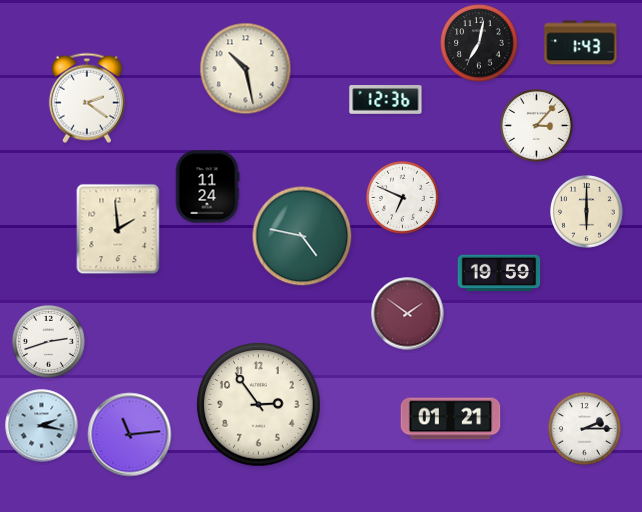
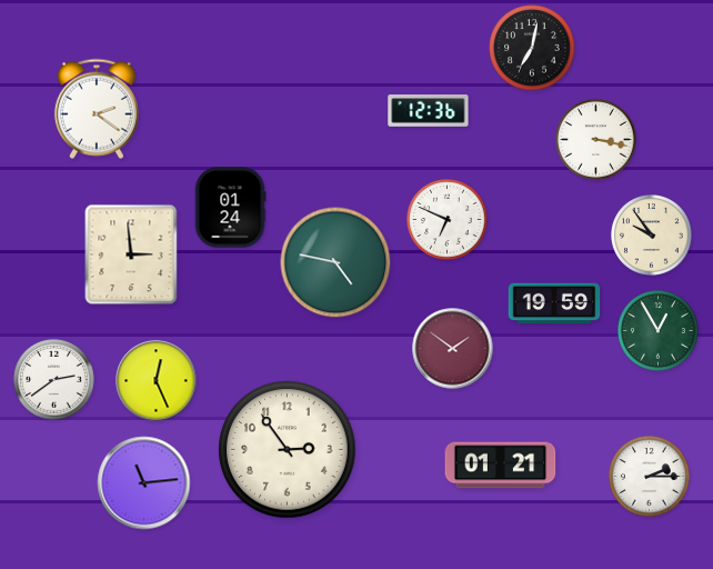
clock at (581, 43): 1:43 -> none
clock at (246, 69): 10:28 -> none
clock at (537, 126): 3:07 -> 3:17
clock at (207, 187): 11:24 -> 01:24
clock at (587, 212): 6:00 -> 9:54
clock at (118, 229): 1:59 -> 2:59
clock at (659, 331): none -> 12:55
clock at (49, 342): 2:42 -> 2:39
clock at (157, 381): none -> 12:26
clock at (42, 426): 2:17 -> none
